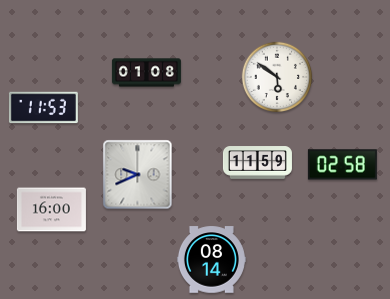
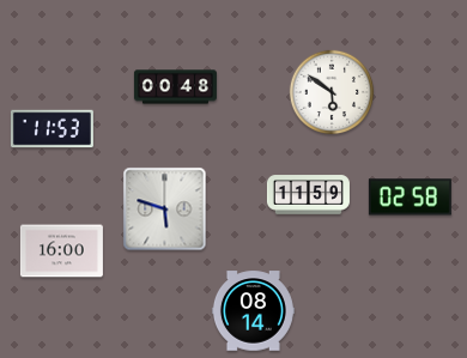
clock at (146, 73): 01:08 -> 00:48
clock at (138, 175): 9:41 -> 5:48
